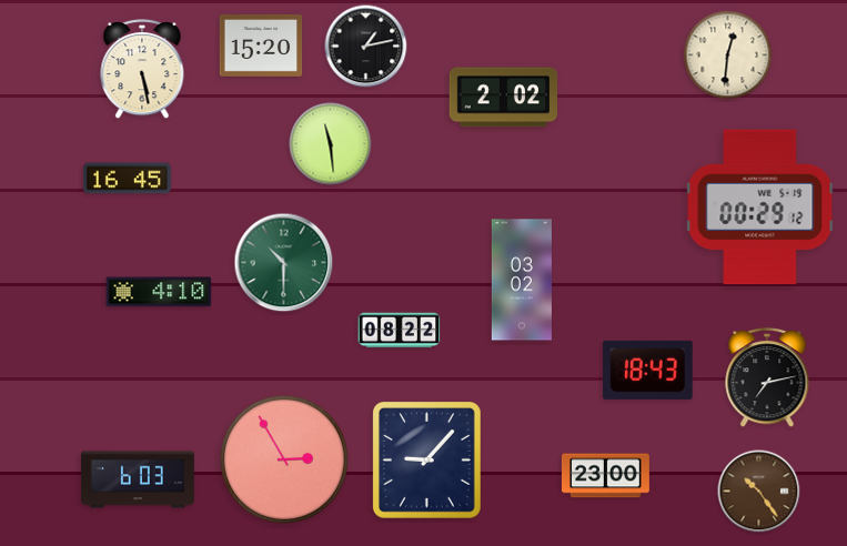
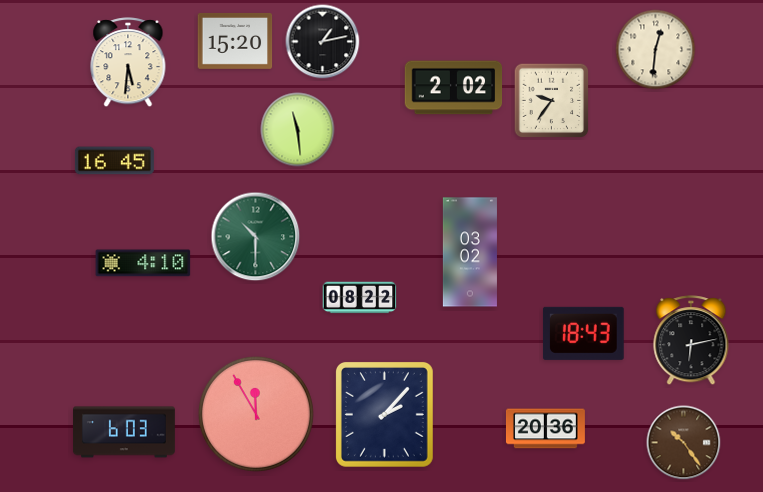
clock at (366, 47) position: (366, 47) -> (323, 42)
clock at (142, 70): 5:28 -> 5:31
clock at (552, 101): none -> 9:36
clock at (760, 208): 00:29 -> none
clock at (767, 378): 7:13 -> 6:13
clock at (284, 459): 2:55 -> 11:55
clock at (426, 459): 9:07 -> 2:07
clock at (605, 476): 23:00 -> 20:36
